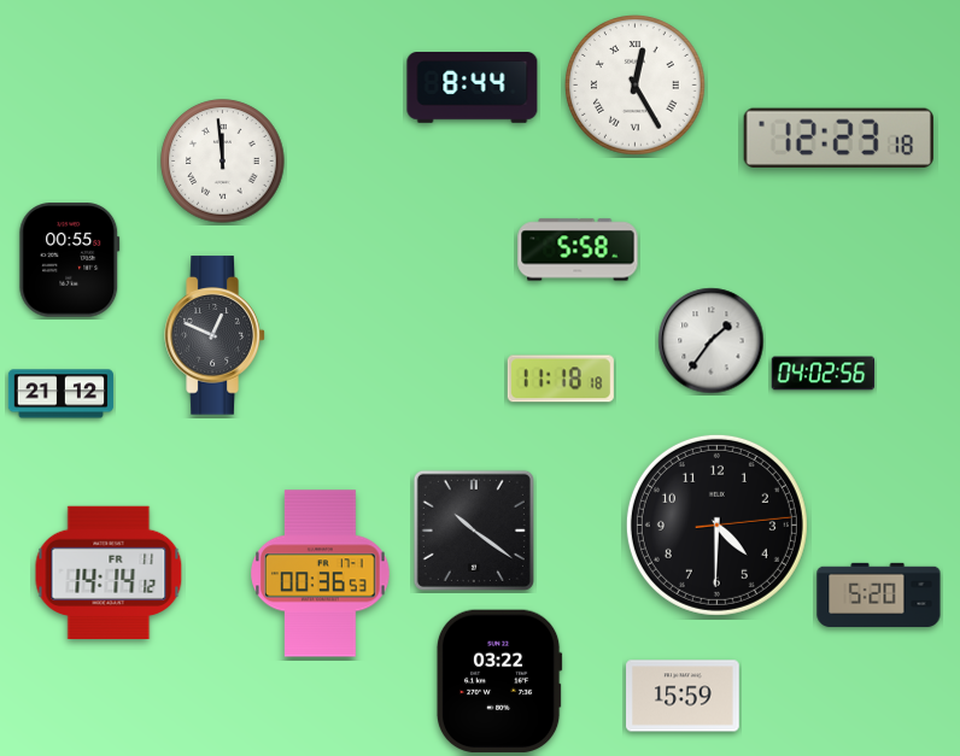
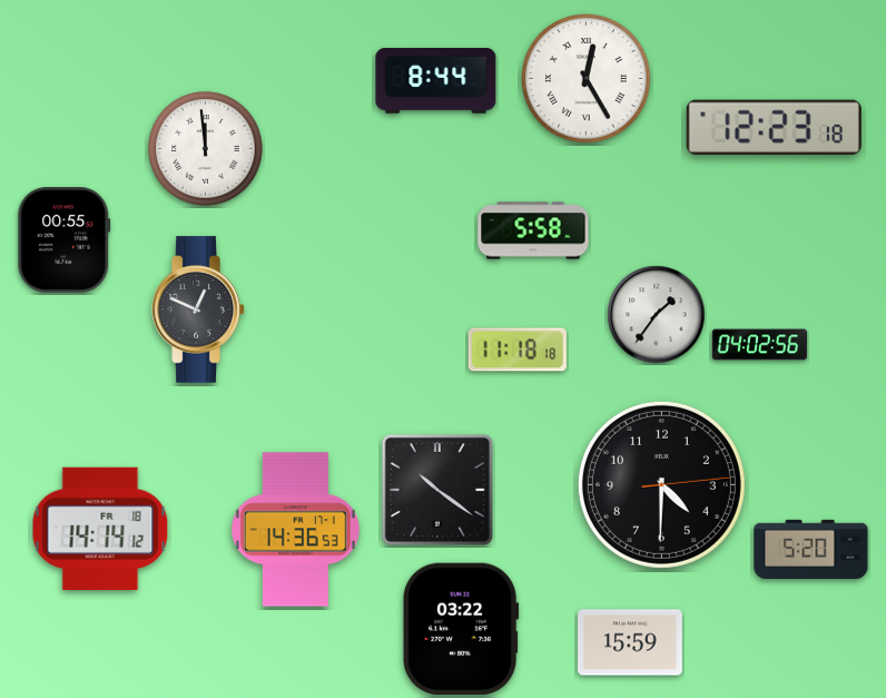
clock at (60, 394): 21:12 -> none
clock at (109, 572) date: FR 11 -> FR 18
clock at (321, 574): 00:36 -> 14:36
